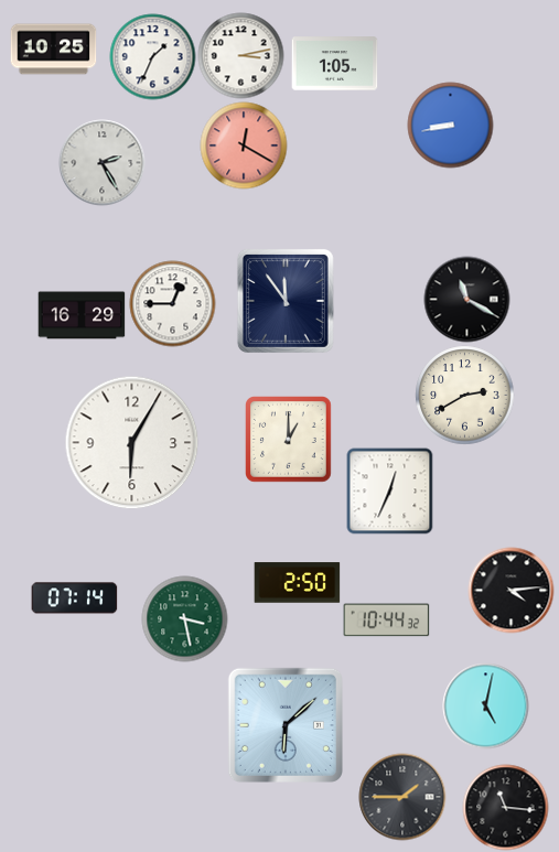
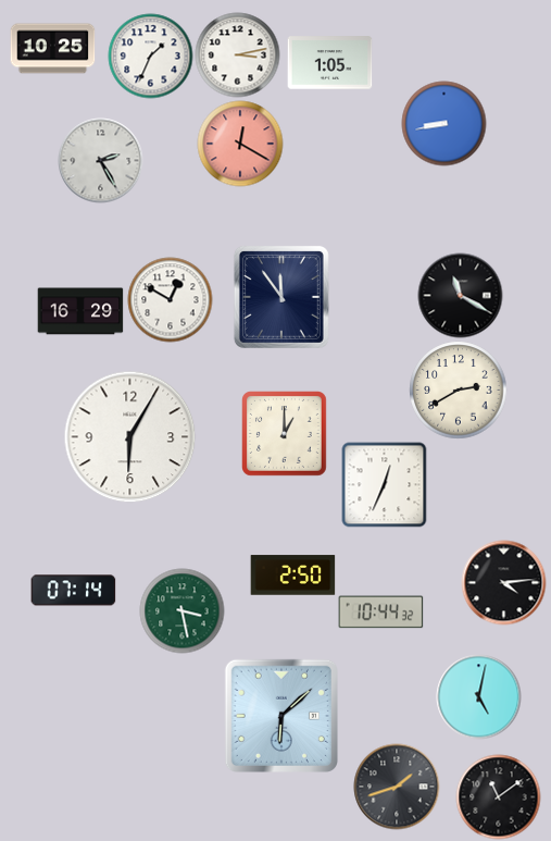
clock at (172, 303): 12:45 -> 12:50
clock at (402, 797): 1:45 -> 1:42
clock at (505, 807): 11:16 -> 11:09
